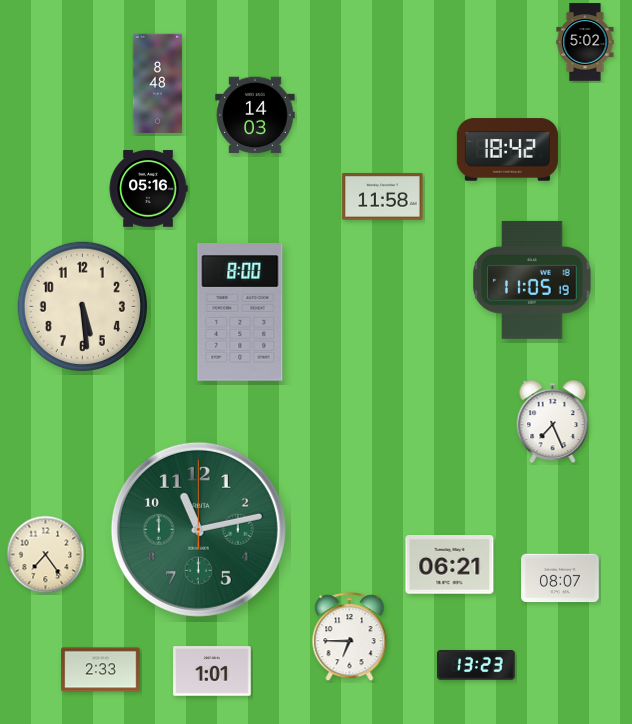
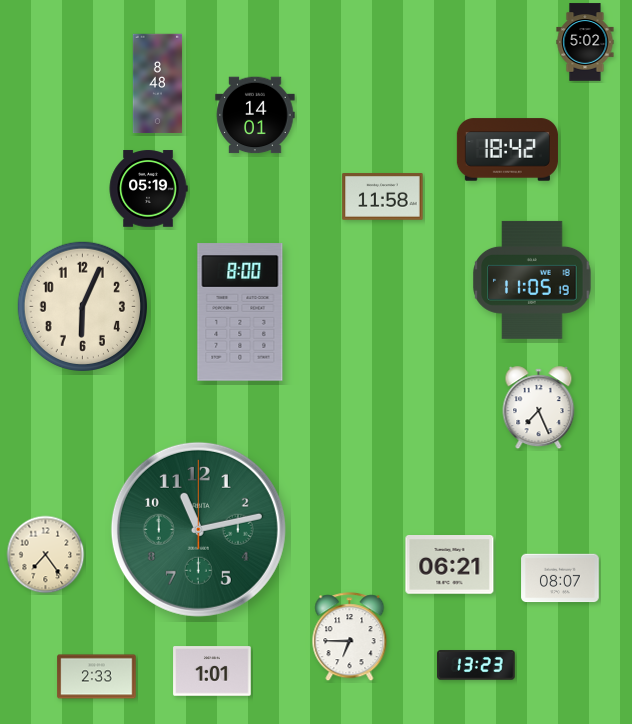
clock at (255, 115): 14:03 -> 14:01
clock at (148, 189): 05:16 -> 05:19
clock at (82, 306): 5:29 -> 6:04
clock at (553, 422) position: (553, 422) -> (539, 408)
clock at (101, 670) position: (101, 670) -> (97, 677)
